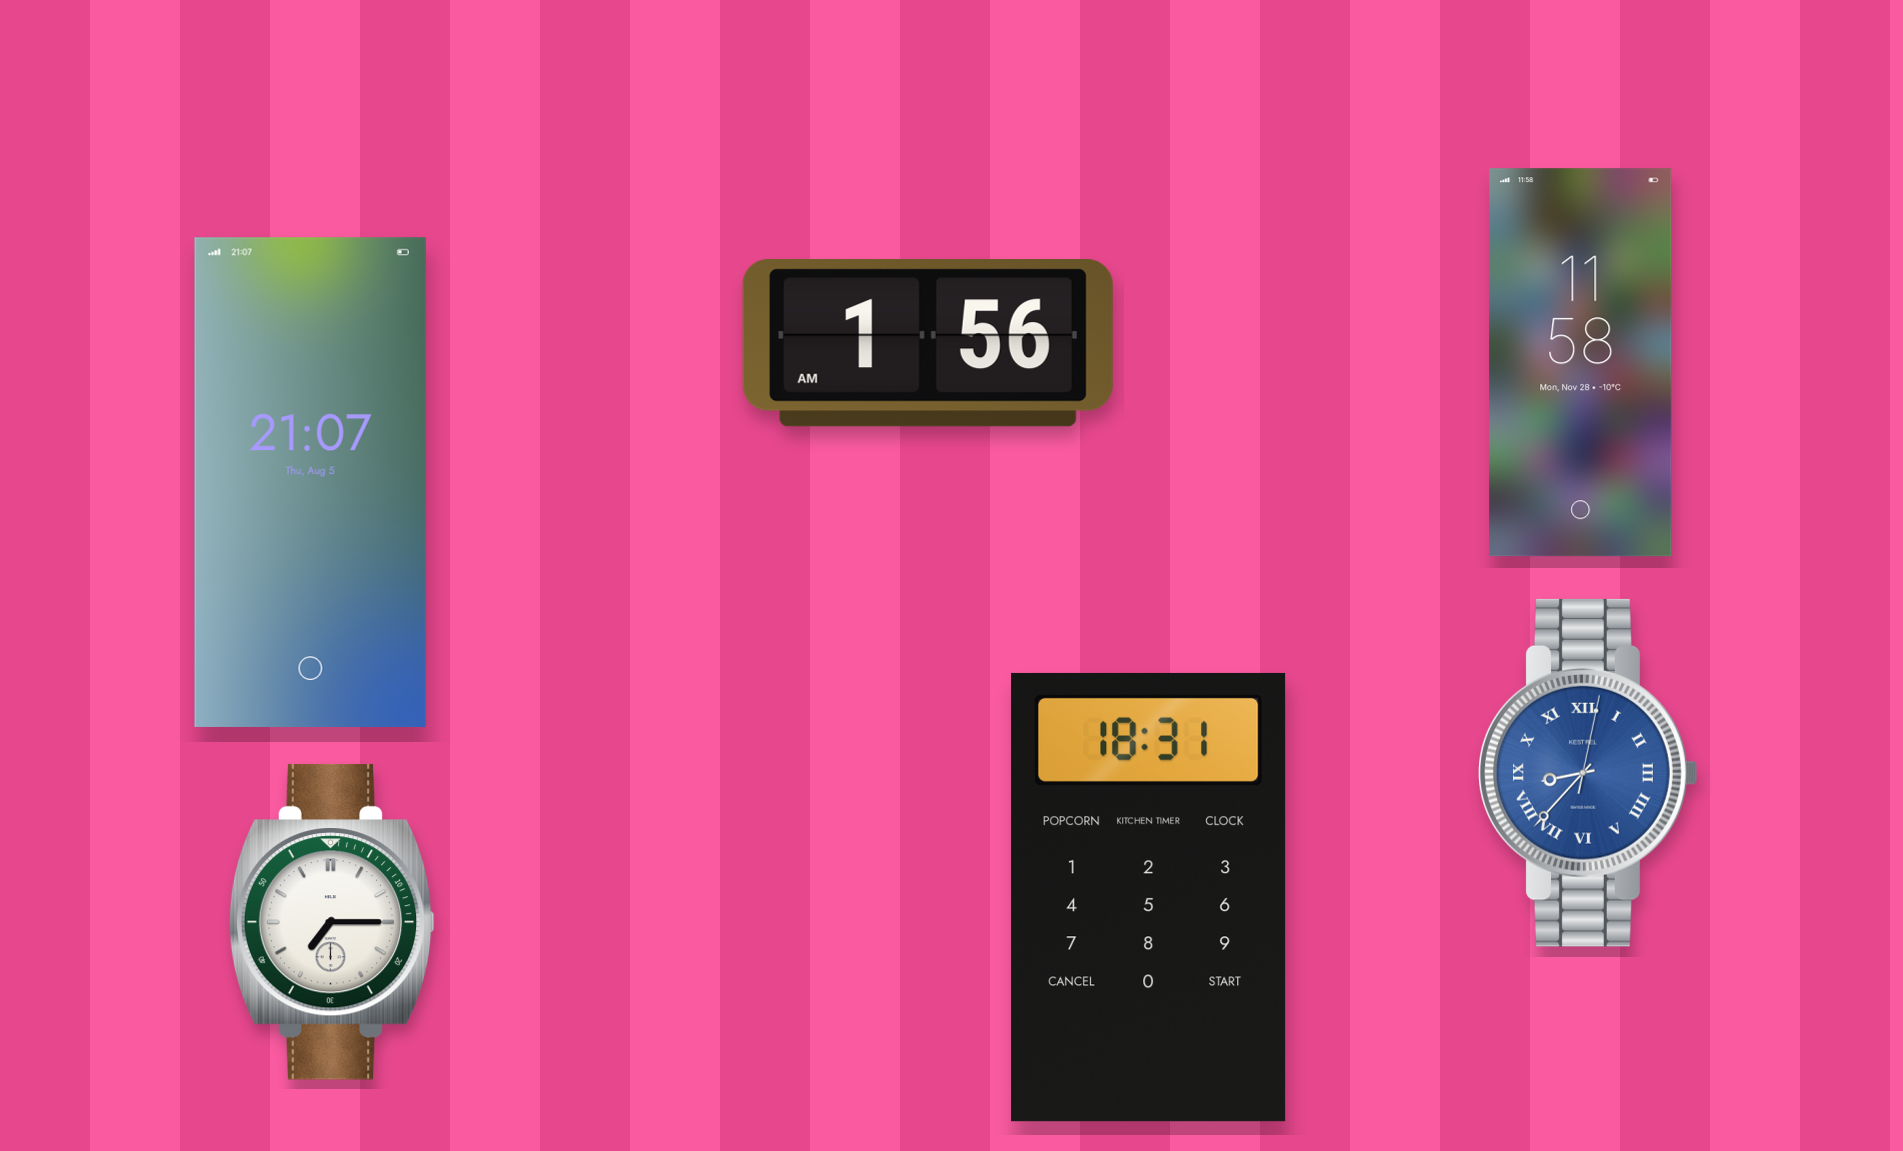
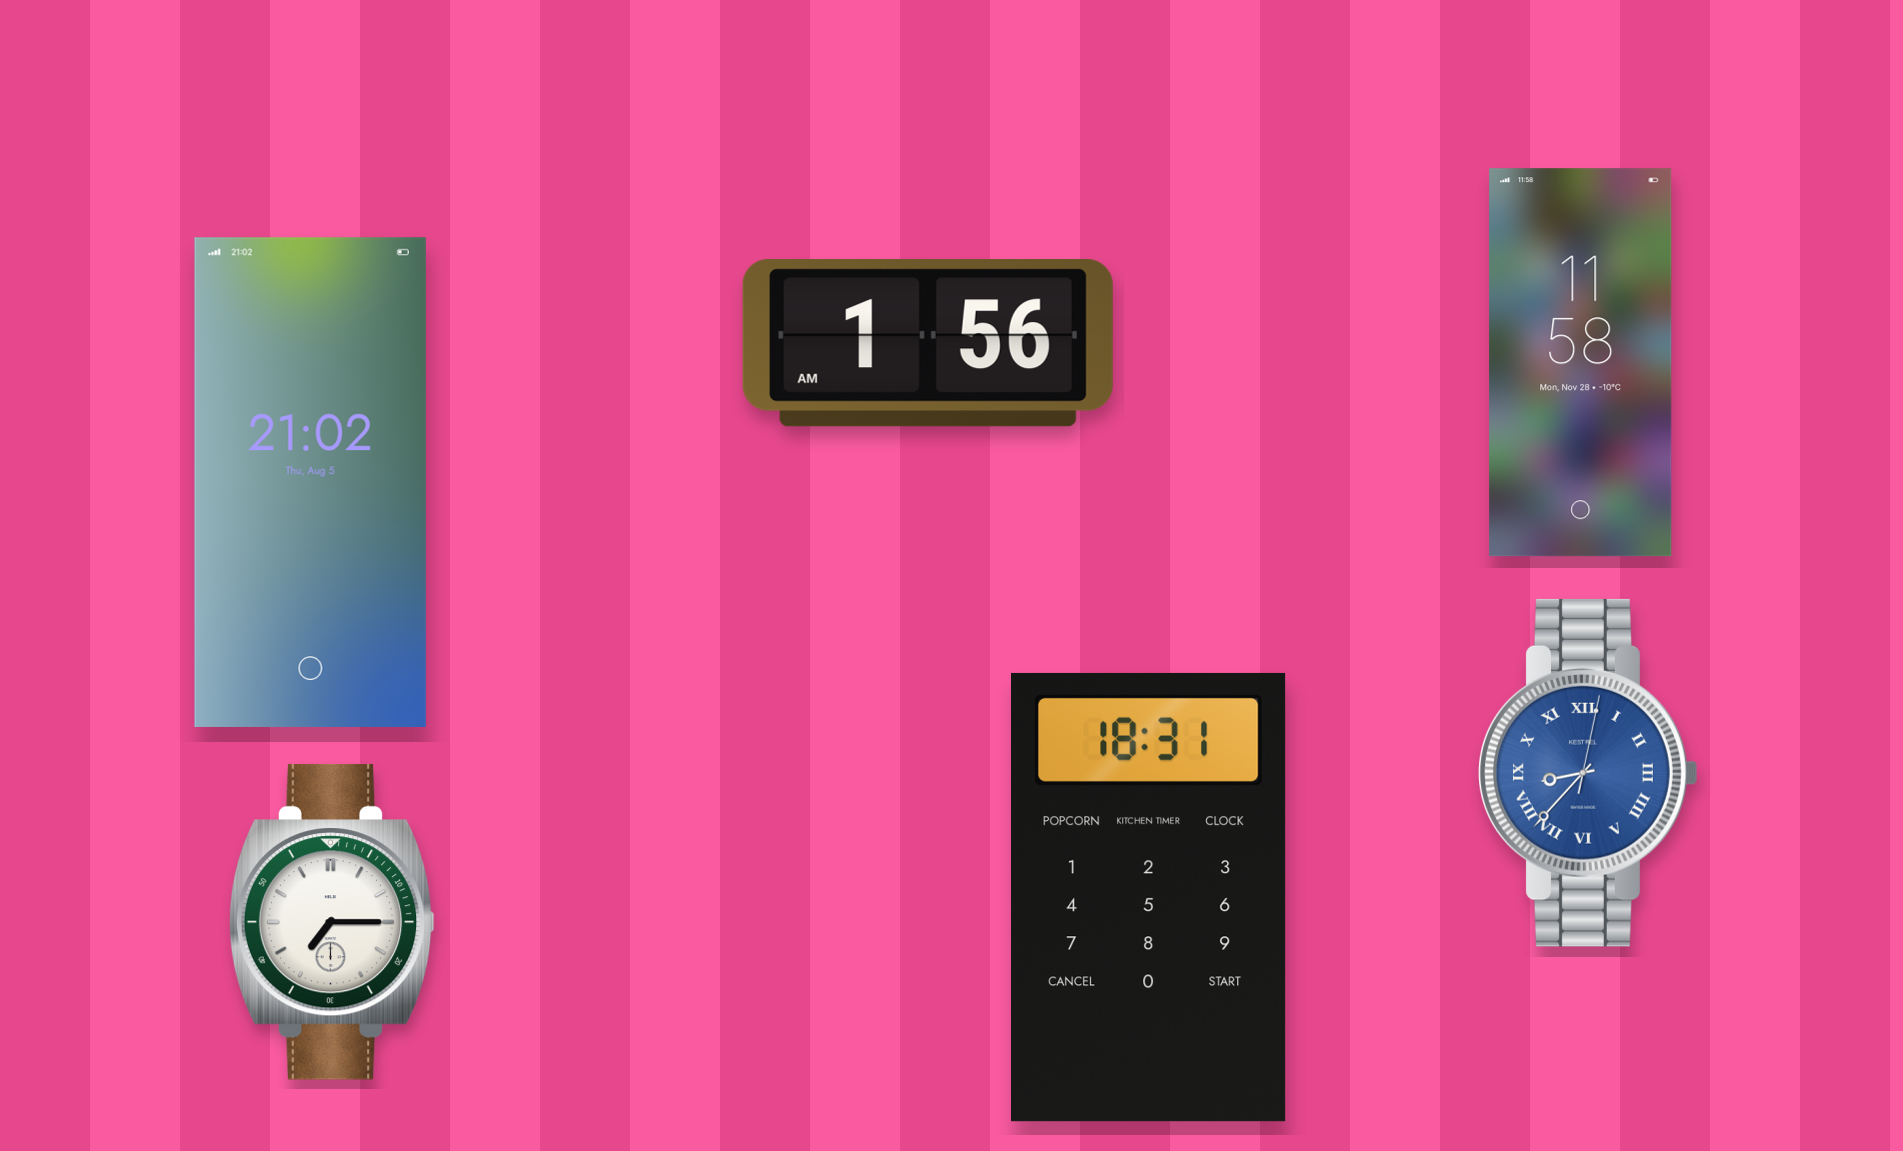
clock at (310, 482): 21:07 -> 21:02
